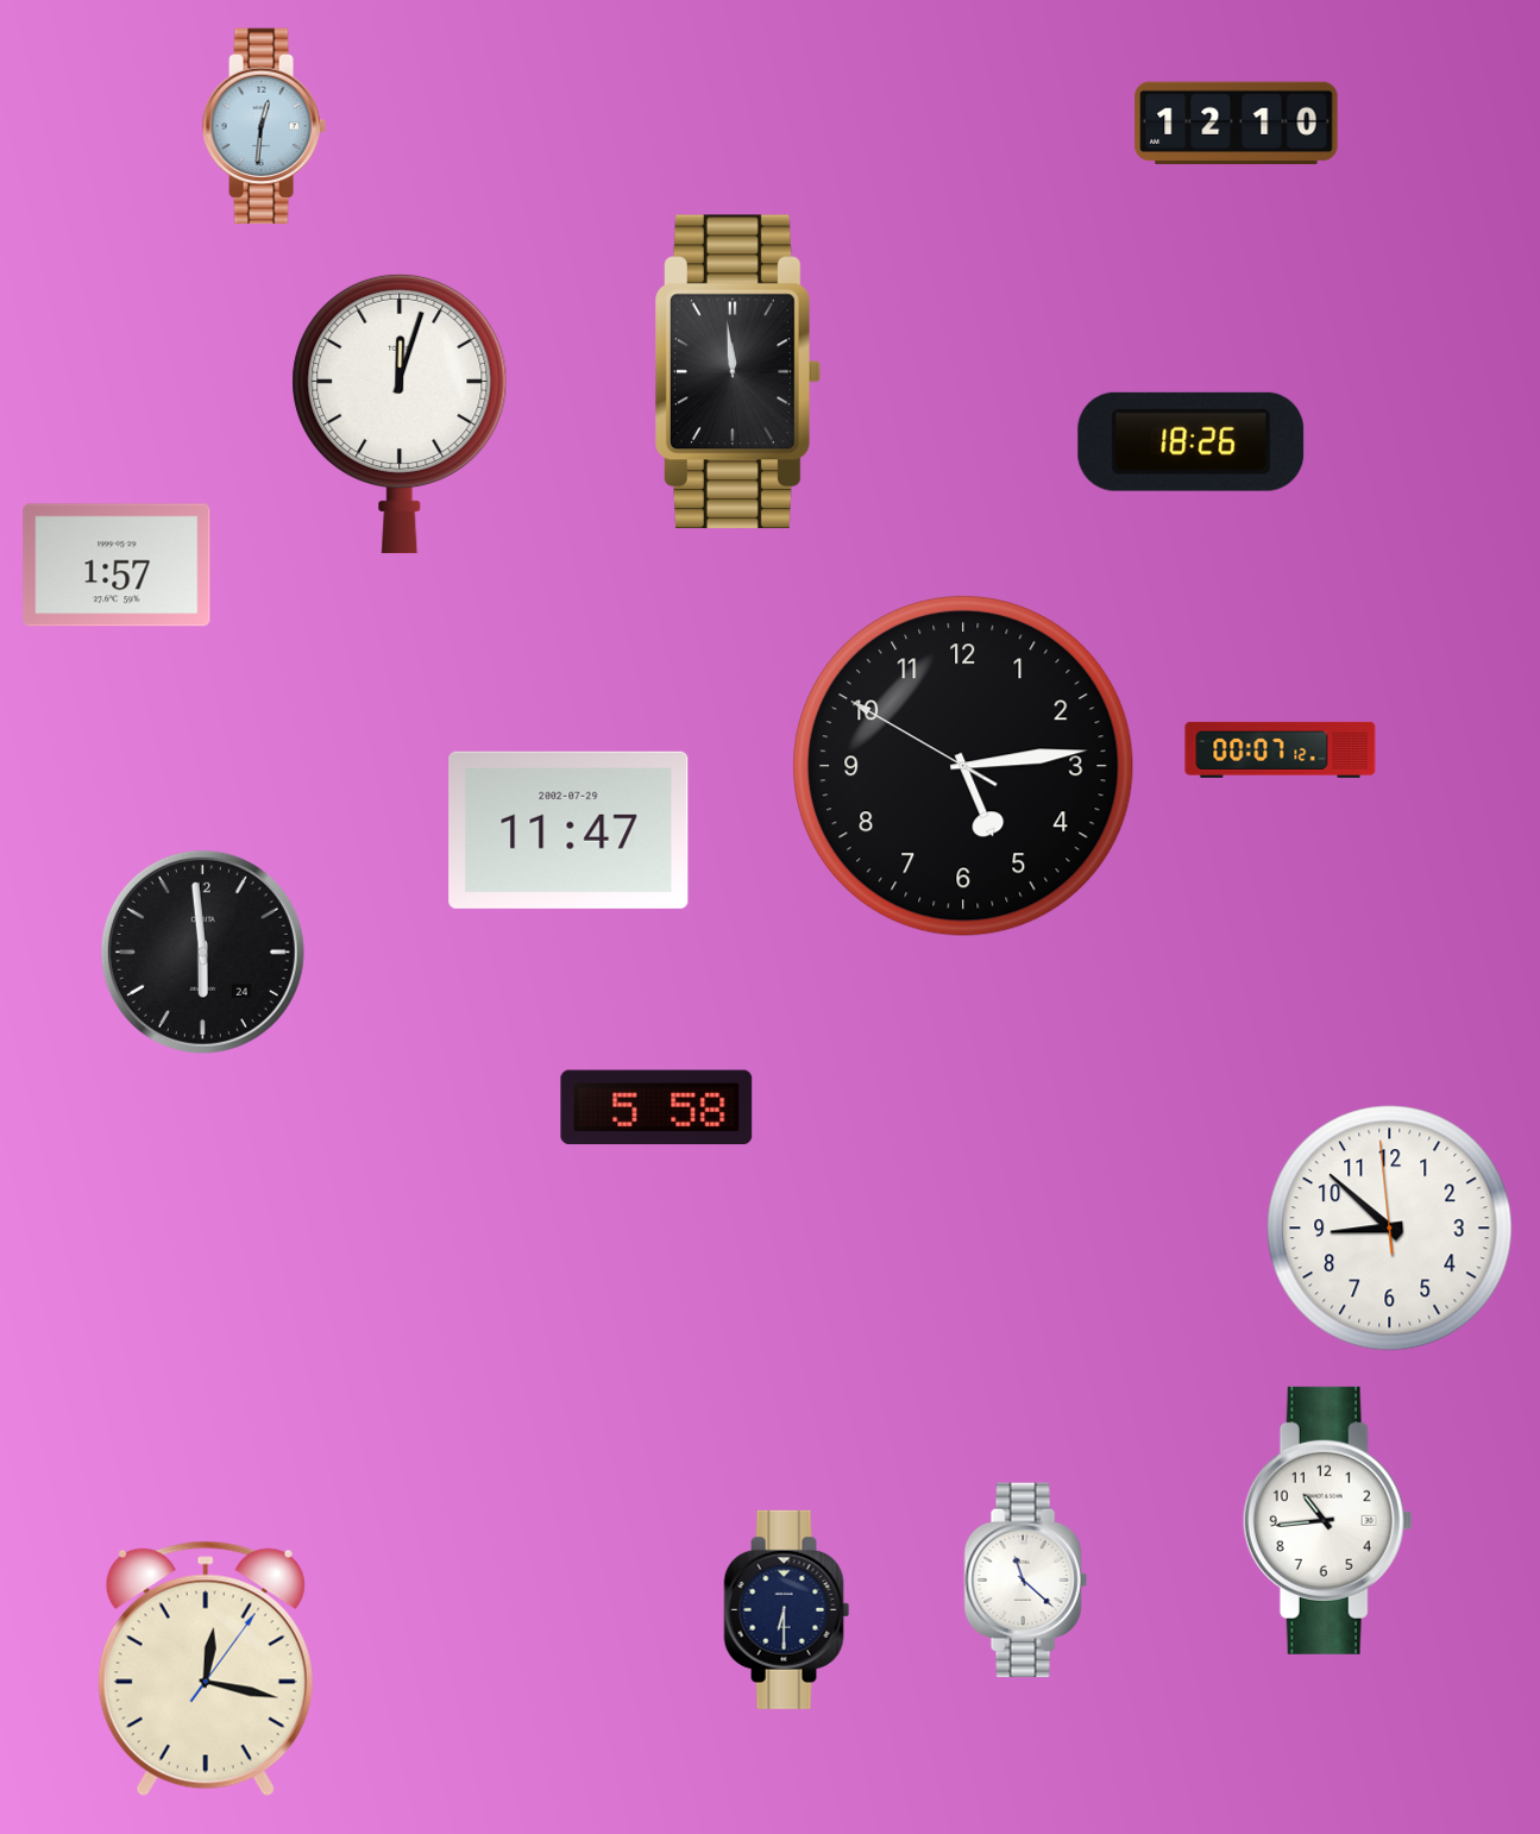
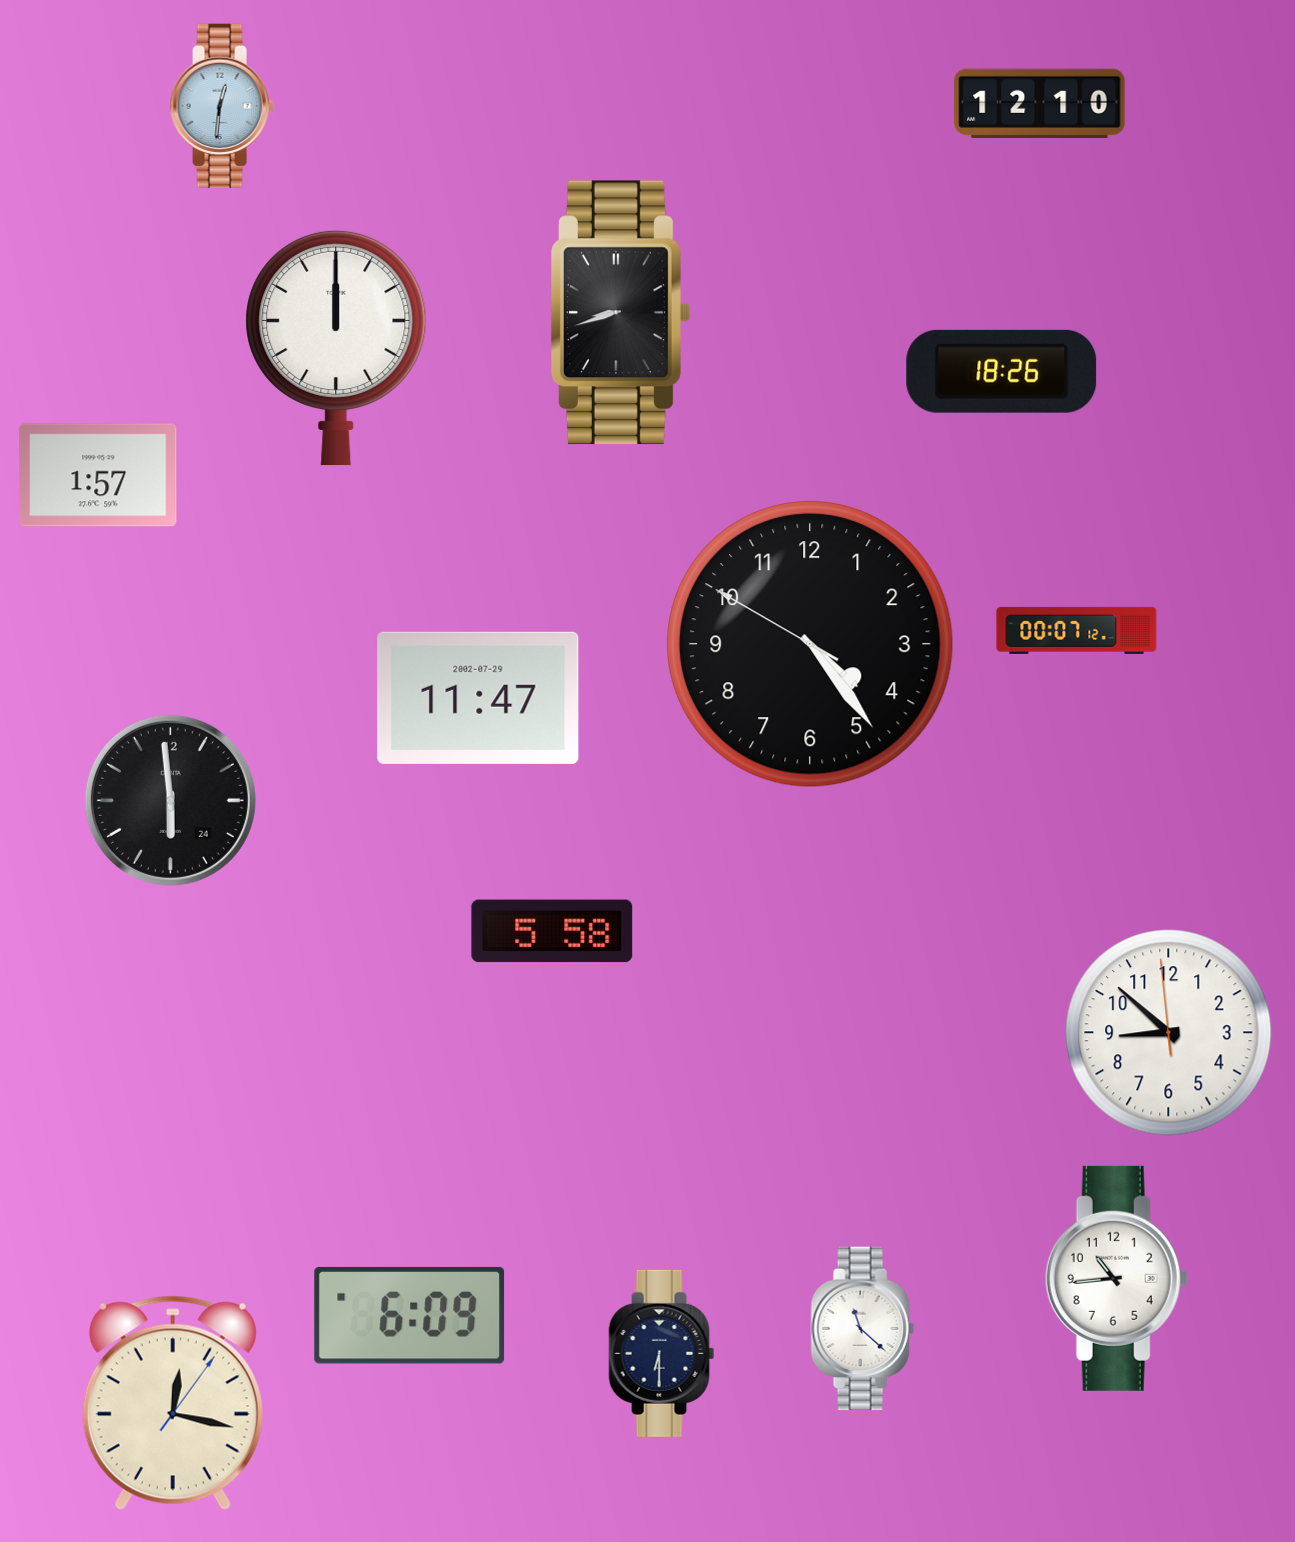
clock at (737, 372): 11:59 -> 8:42
clock at (400, 414): 12:03 -> 12:00
clock at (963, 766): 5:13 -> 4:23
clock at (410, 1315): none -> 6:09
